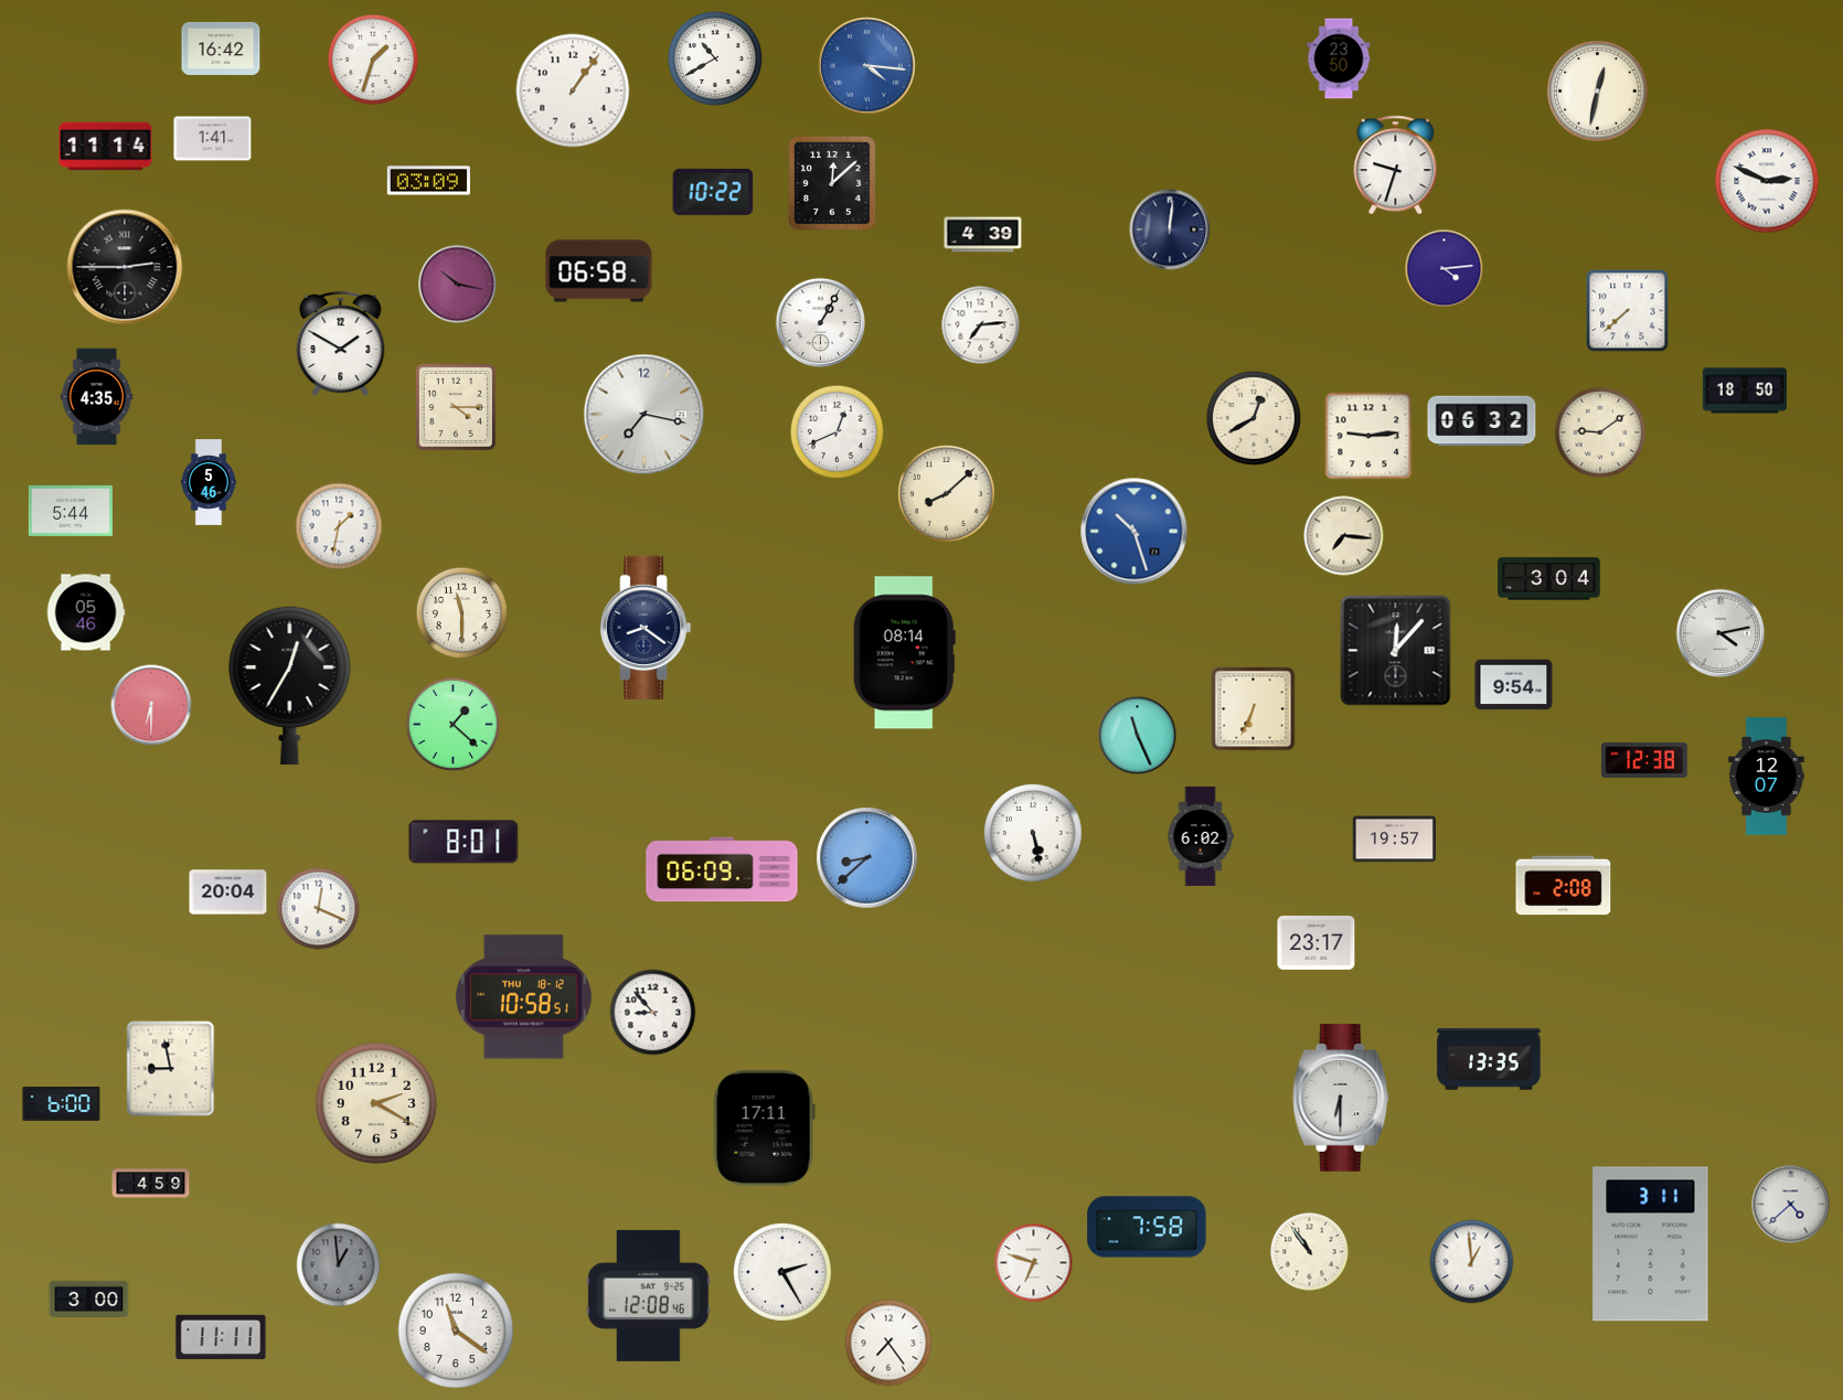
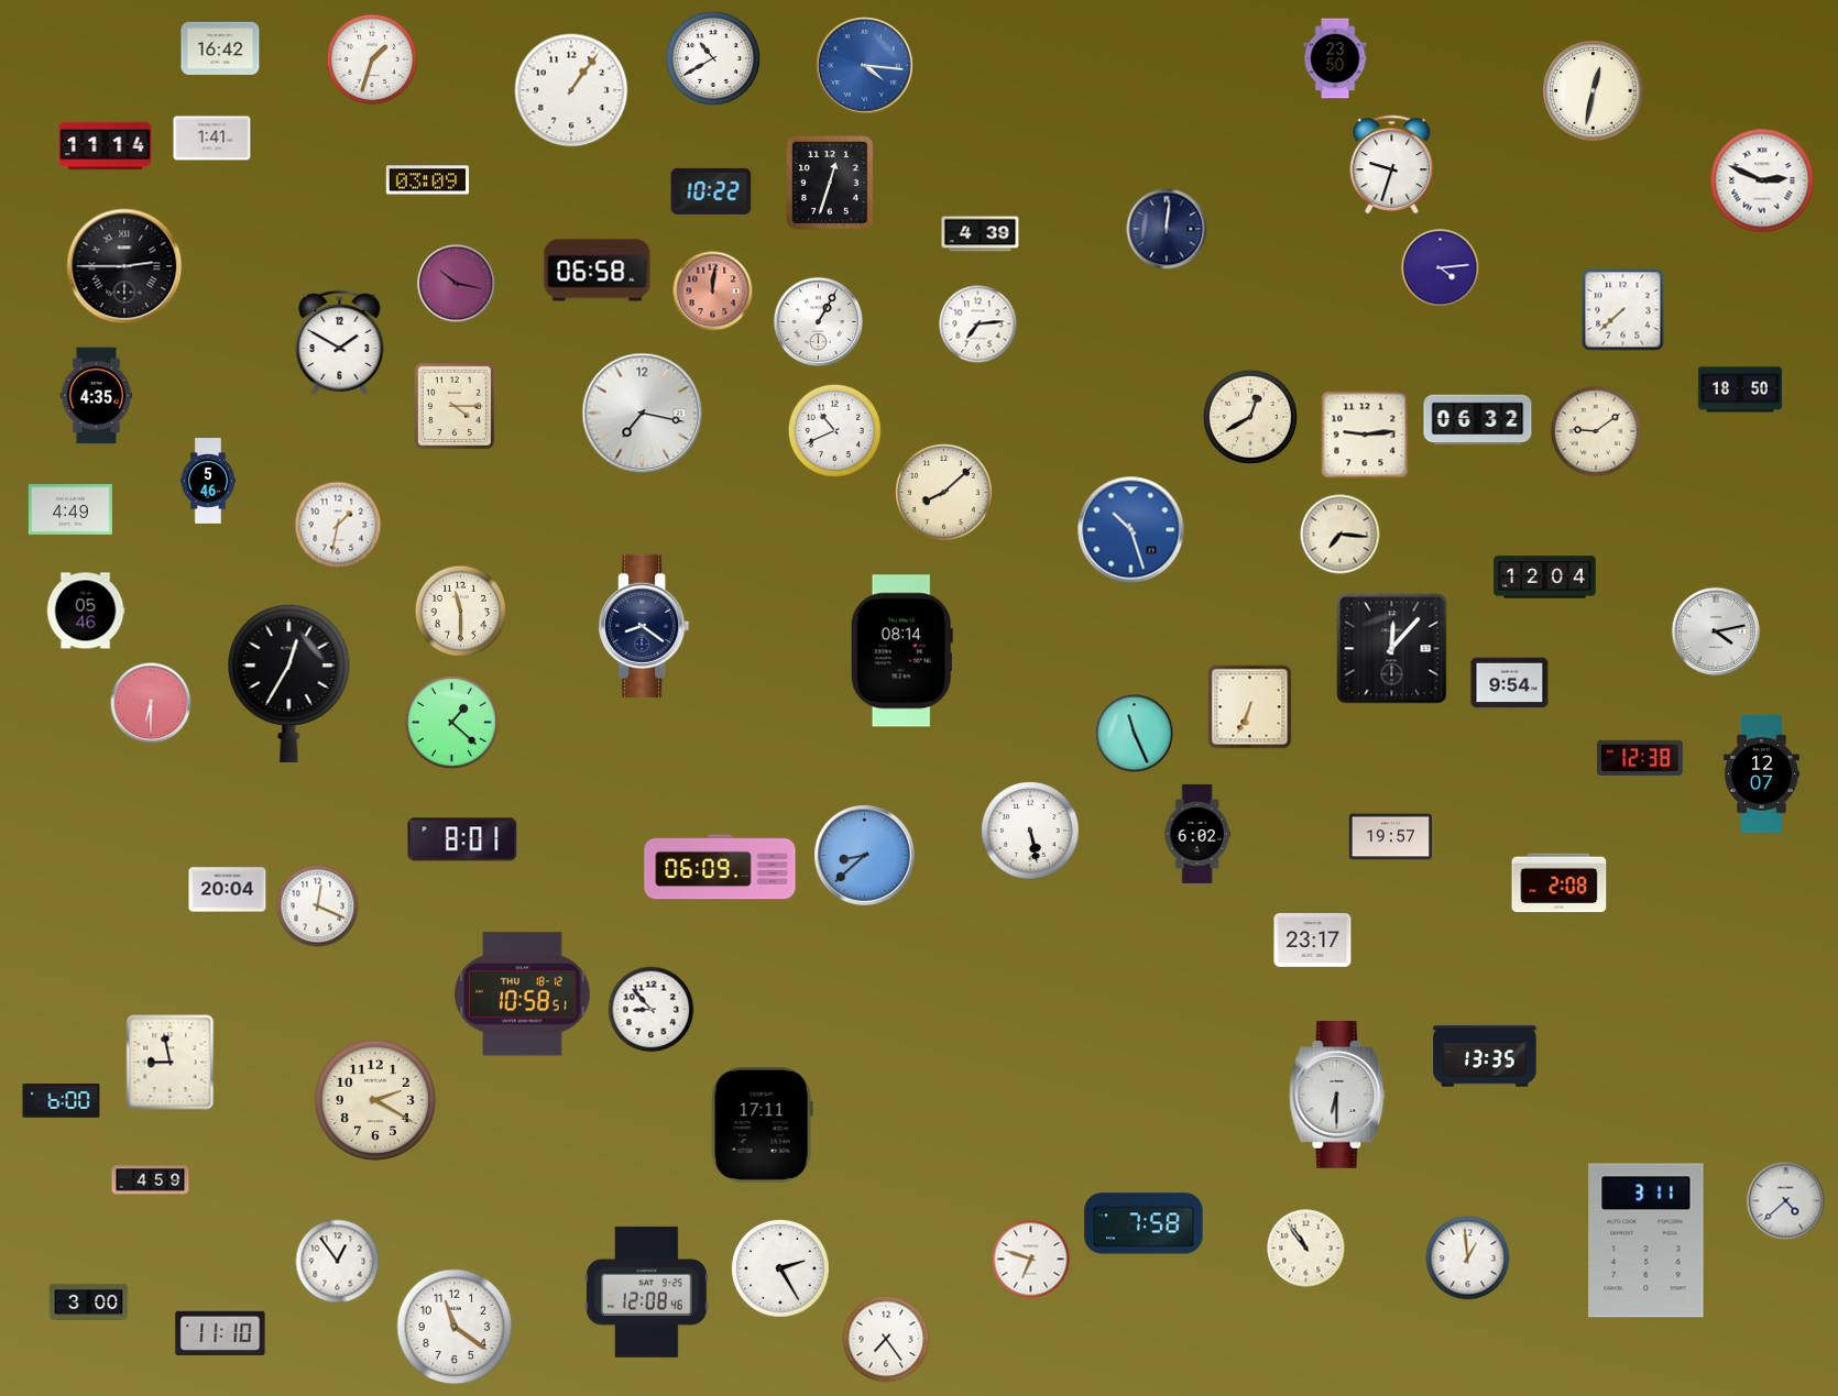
clock at (832, 183): 12:08 -> 12:33
clock at (713, 292): none -> 12:01
clock at (837, 431): 12:41 -> 10:41
clock at (71, 511): 5:44 -> 4:49
clock at (1549, 579): 3:04 -> 12:04
clock at (171, 1069) position: (171, 1069) -> (171, 1063)
clock at (339, 1265): 12:59 -> 12:54
clock at (339, 1265) dial: grey -> white
clock at (89, 1300) position: (89, 1300) -> (89, 1302)
clock at (221, 1337): 11:11 -> 11:10
